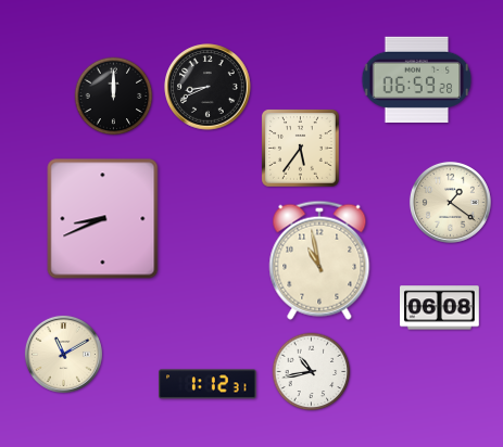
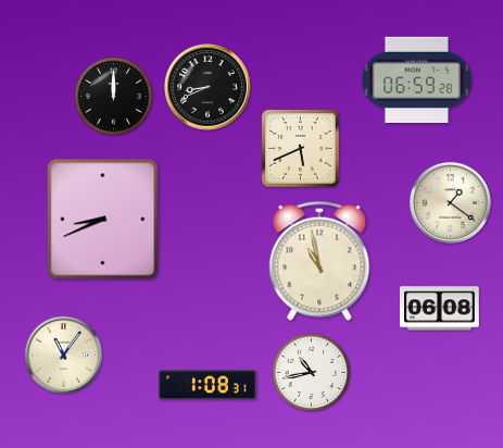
clock at (301, 149): 5:36 -> 5:41
clock at (63, 354): 11:10 -> 11:06
clock at (208, 384): 1:12 -> 1:08
